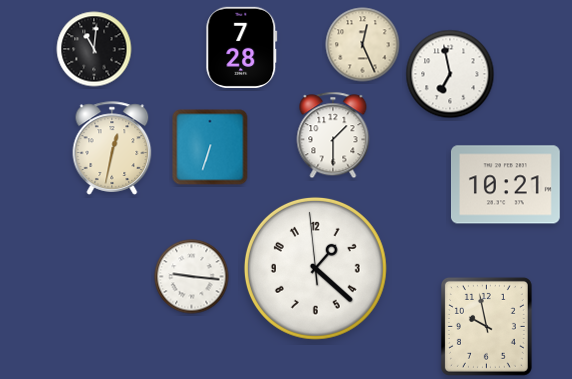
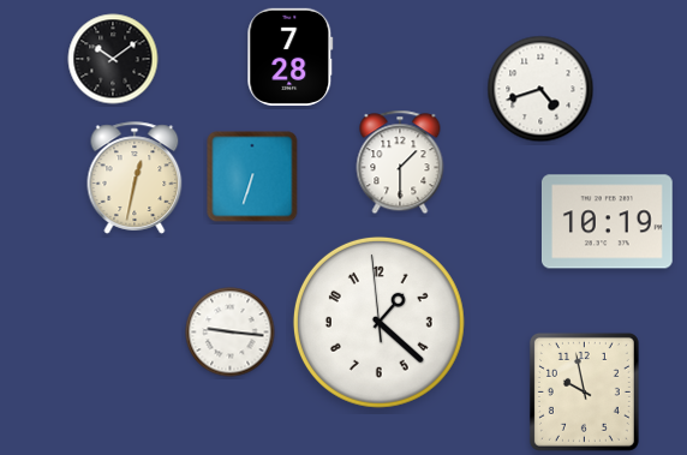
clock at (363, 45): 12:26 -> none
clock at (94, 49): 11:01 -> 10:09
clock at (450, 74): 6:58 -> 4:42
clock at (505, 185): 10:21 -> 10:19
